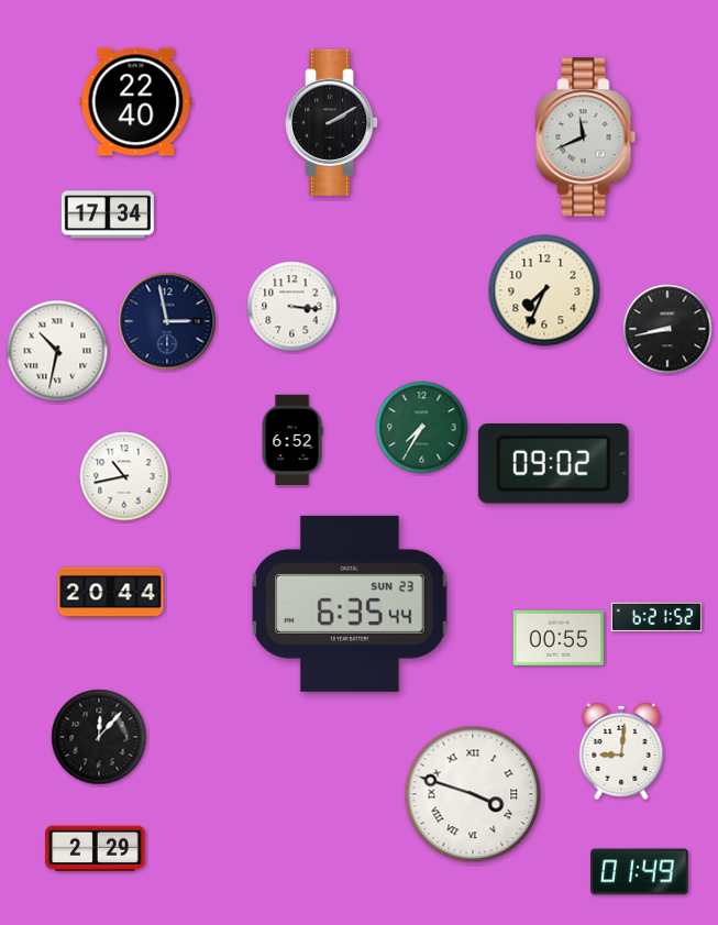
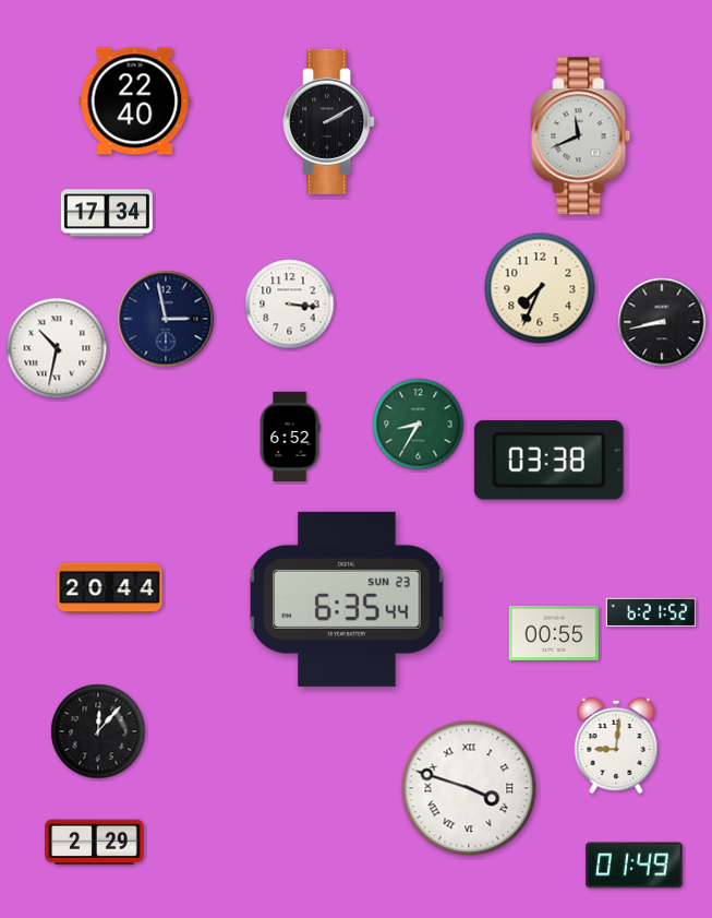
clock at (667, 329) position: (667, 329) -> (662, 322)
clock at (422, 428): 7:35 -> 8:35
clock at (553, 464): 09:02 -> 03:38
clock at (124, 476): 10:43 -> none
